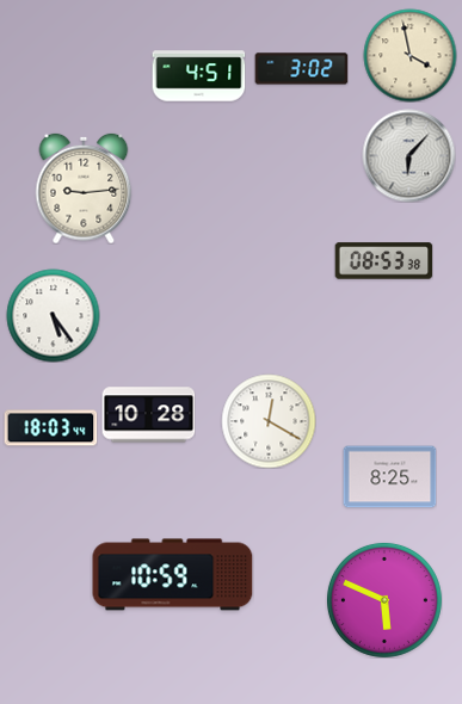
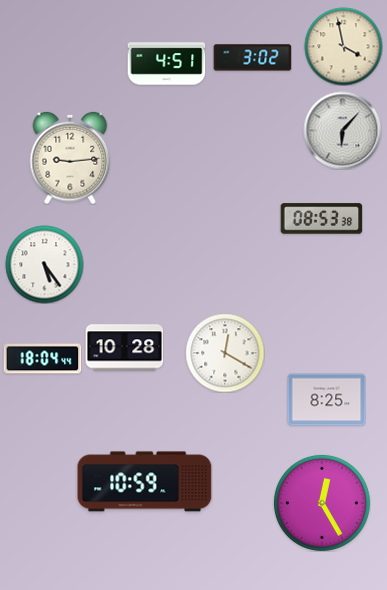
clock at (50, 428): 18:03 -> 18:04
clock at (384, 600): 5:49 -> 12:25
